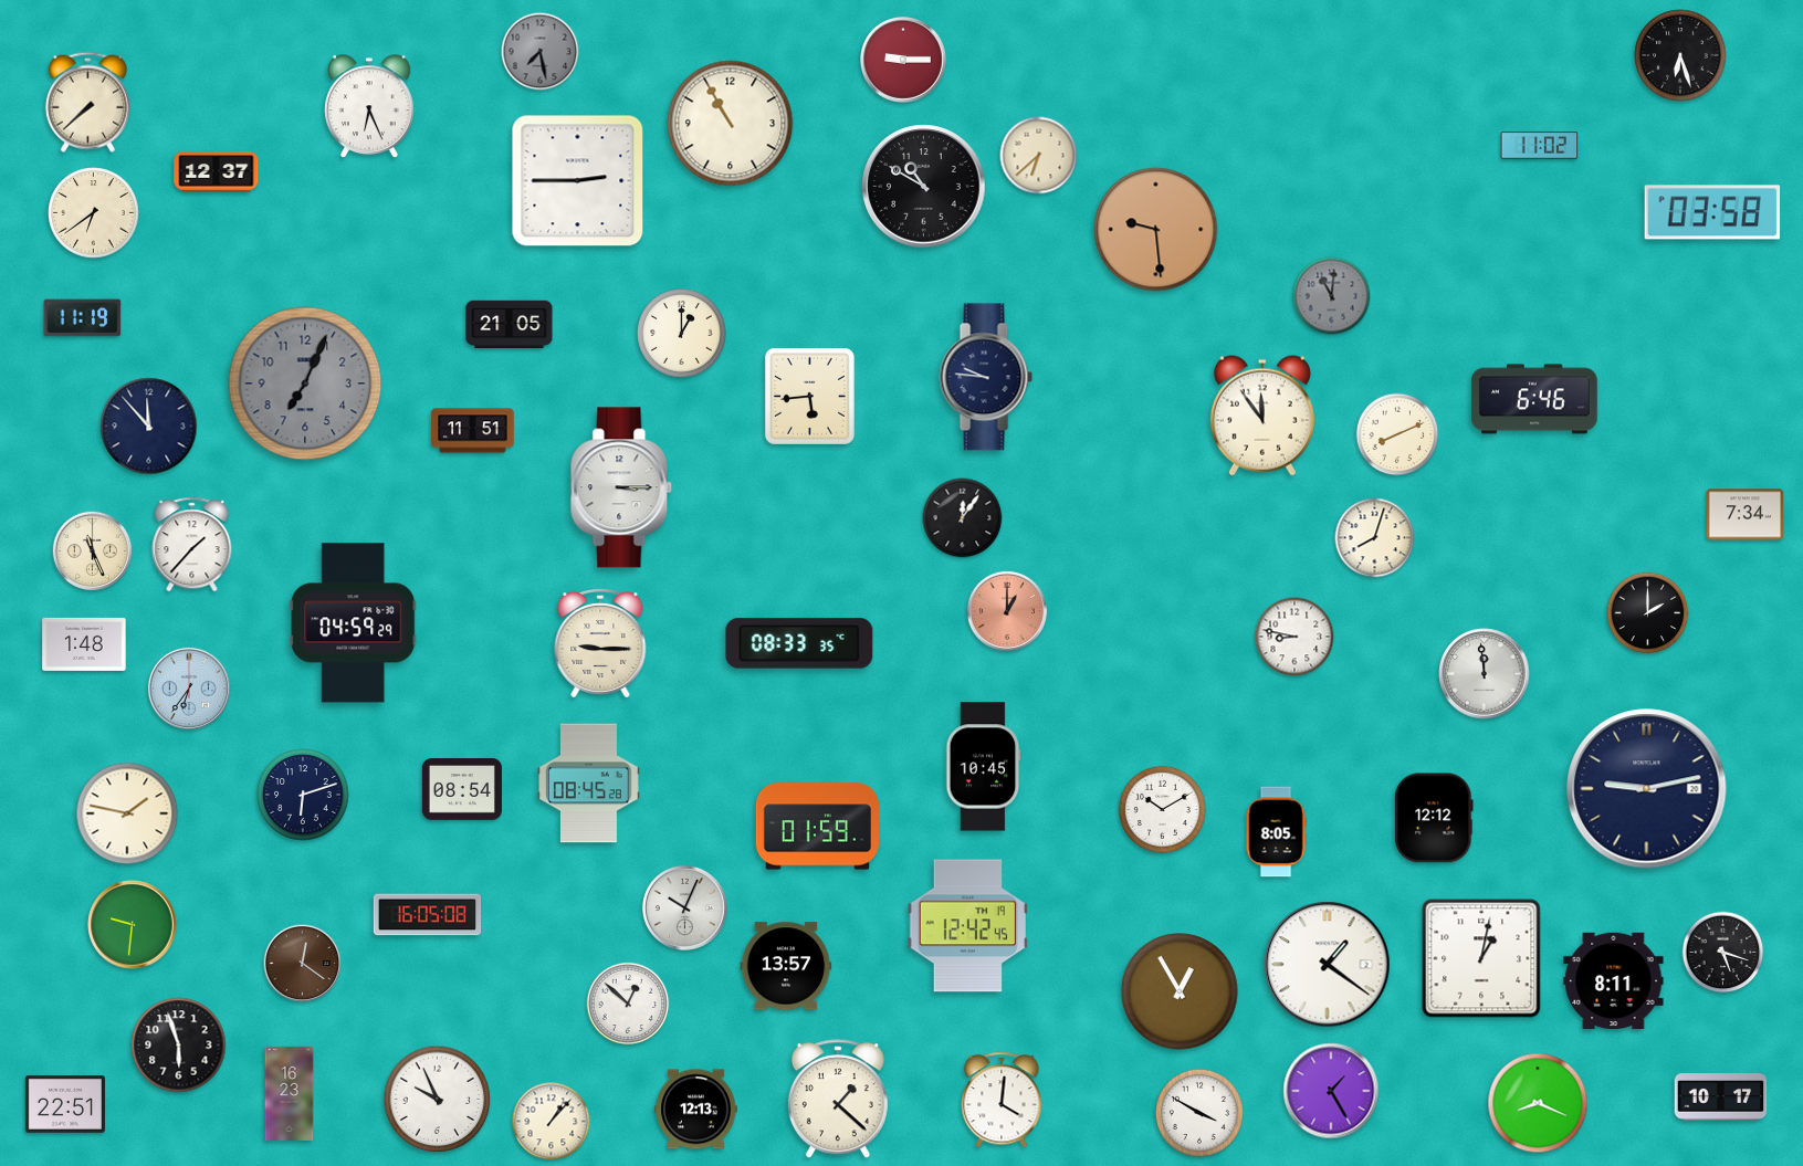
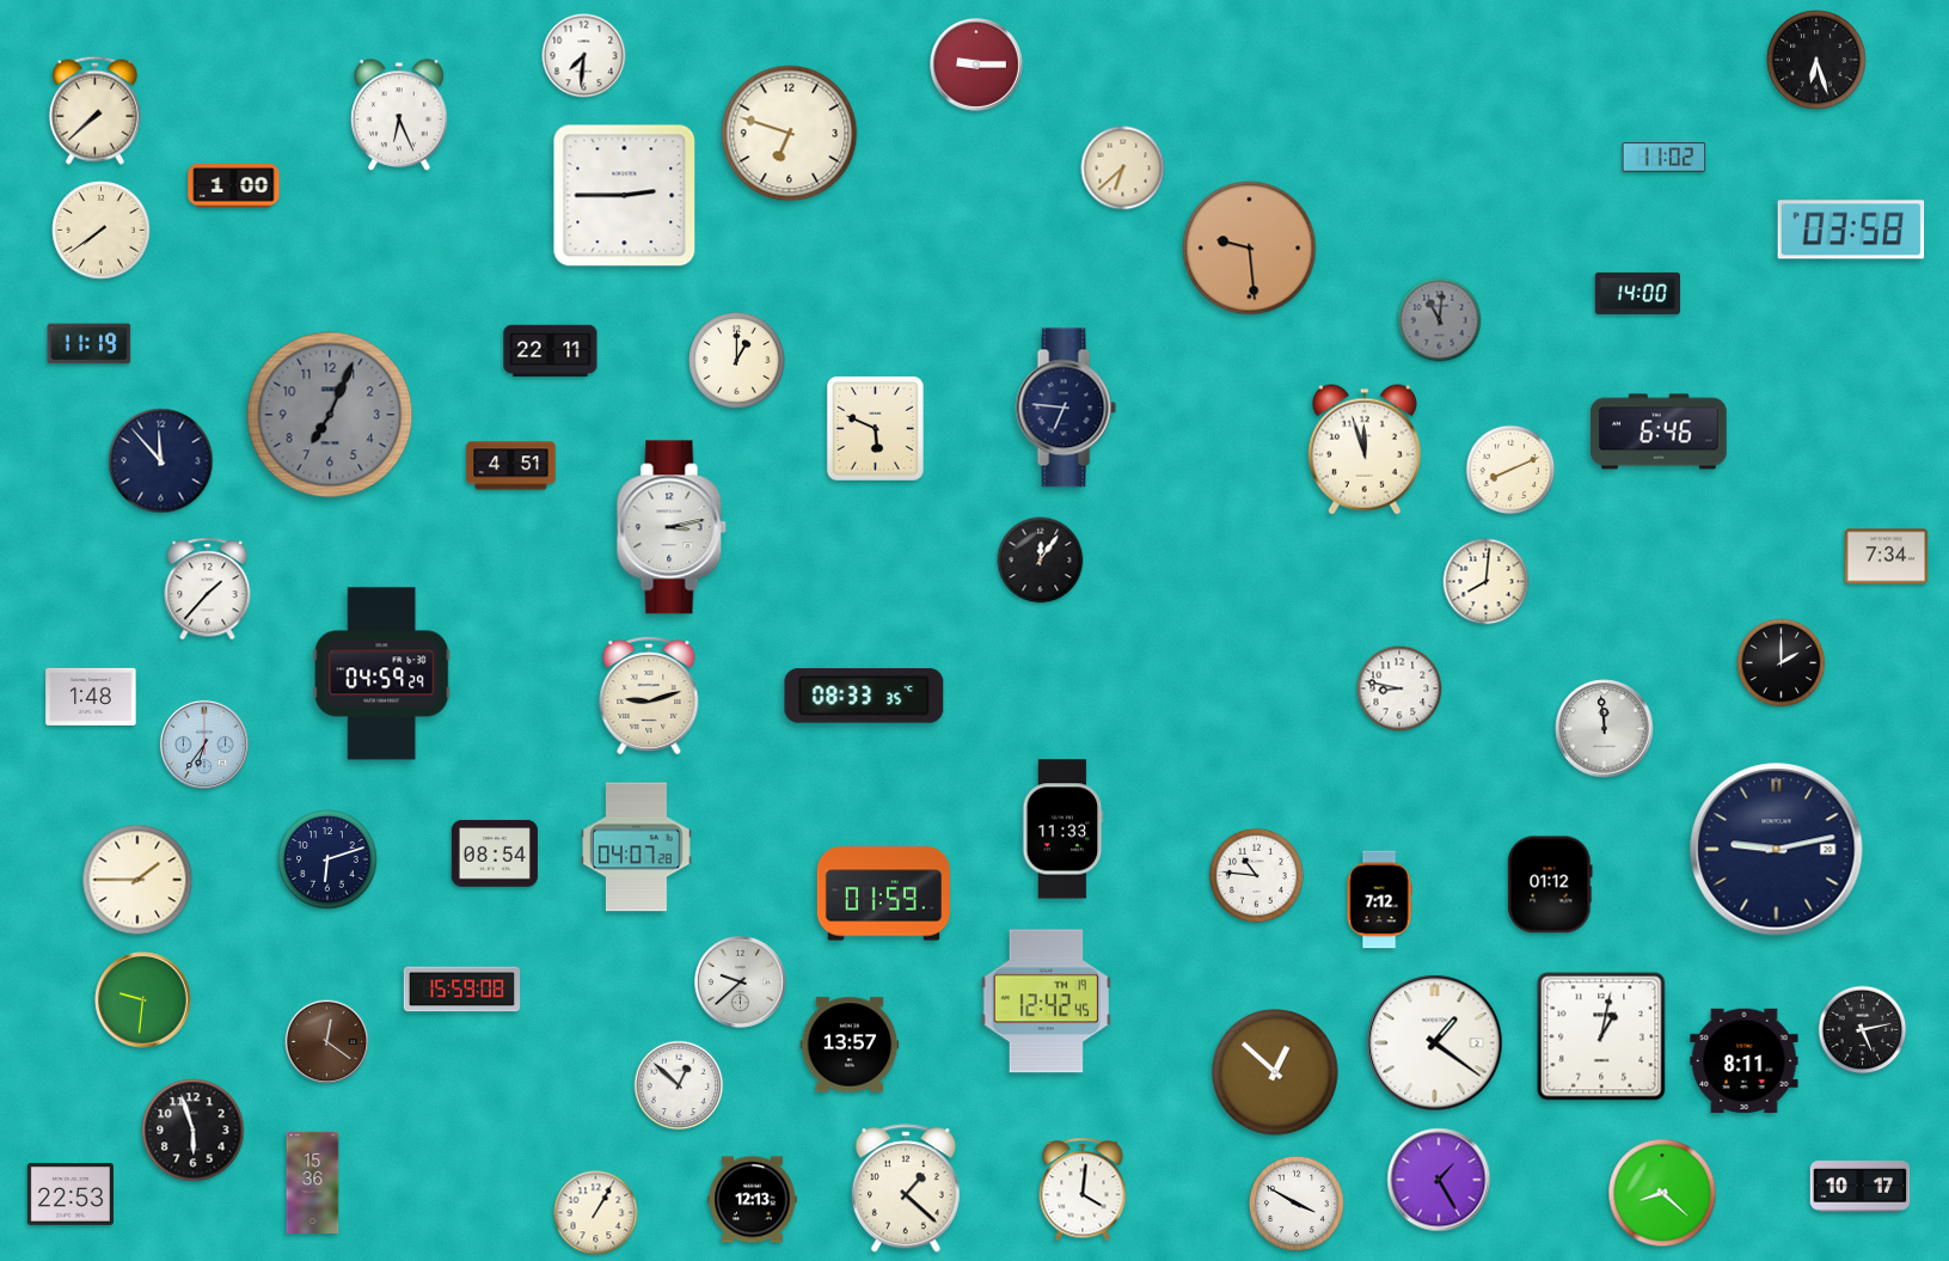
clock at (541, 52): 7:28 -> 7:31
clock at (541, 52) dial: grey -> white
clock at (731, 124): 10:55 -> 6:48
clock at (217, 172): 12:37 -> 1:00
clock at (924, 187): 10:50 -> none
clock at (94, 213): 6:39 -> 7:39
clock at (1637, 293): none -> 14:00
clock at (510, 325): 21:05 -> 22:11
clock at (986, 377): 9:46 -> 6:46
clock at (809, 396): 5:44 -> 5:49
clock at (1262, 416): 11:54 -> 11:57
clock at (473, 431): 11:51 -> 4:51
clock at (621, 487): 3:15 -> 3:13
clock at (1375, 538): 8:03 -> 8:01
clock at (93, 552): 11:26 -> none
clock at (1006, 610): 1:00 -> none
clock at (600, 643): 9:15 -> 9:12
clock at (984, 767): 10:45 -> 11:33
clock at (589, 784): 08:45 -> 04:07
clock at (462, 789) position: (462, 789) -> (495, 853)
clock at (1647, 789) position: (1647, 789) -> (1777, 850)
clock at (1162, 809): 10:10 -> 10:46
clock at (127, 813): 1:47 -> 1:45
clock at (1434, 818): 12:12 -> 01:12
clock at (1276, 832): 8:05 -> 7:12
clock at (684, 907): 10:04 -> 9:38
clock at (428, 915): 16:05 -> 15:59
clock at (1723, 953): 5:18 -> 5:13
clock at (1180, 991): 12:55 -> 12:52
clock at (290, 1093): 16:23 -> 15:36
clock at (438, 1100): 9:56 -> none
clock at (1538, 1103): 8:19 -> 8:22
clock at (65, 1104): 22:51 -> 22:53
clock at (552, 1122): 1:07 -> 1:05
